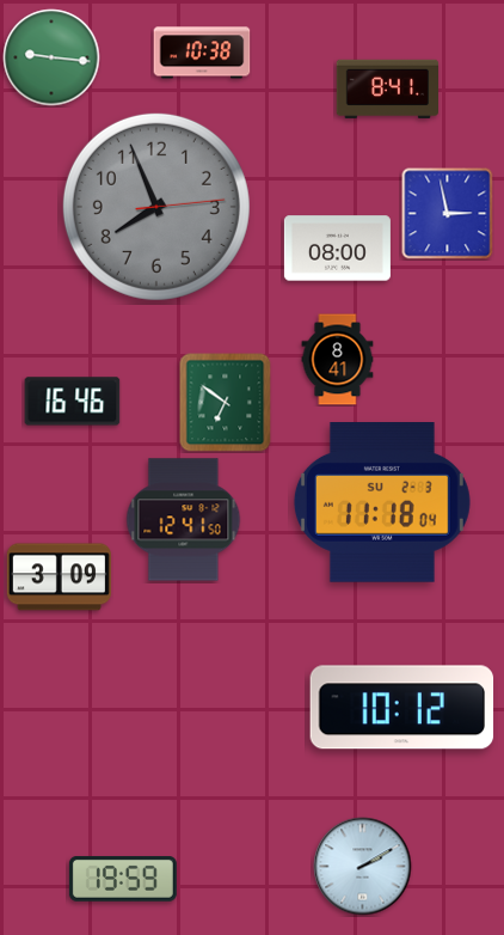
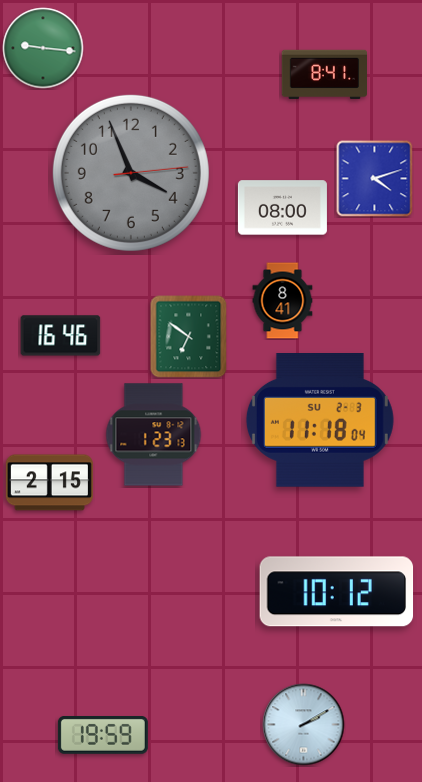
clock at (202, 53): 10:38 -> none
clock at (156, 207): 7:56 -> 3:56
clock at (448, 214): 2:58 -> 4:12
clock at (184, 520): 12:41 -> 1:23
clock at (59, 577): 3:09 -> 2:15
